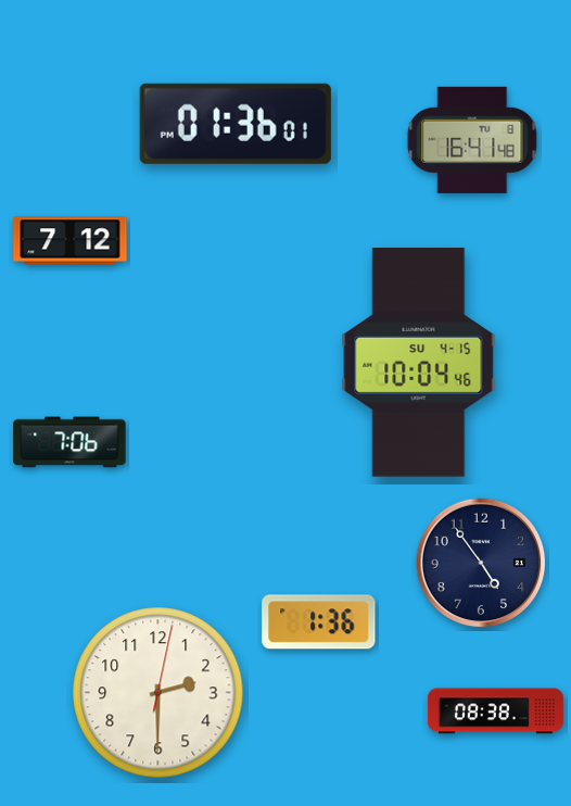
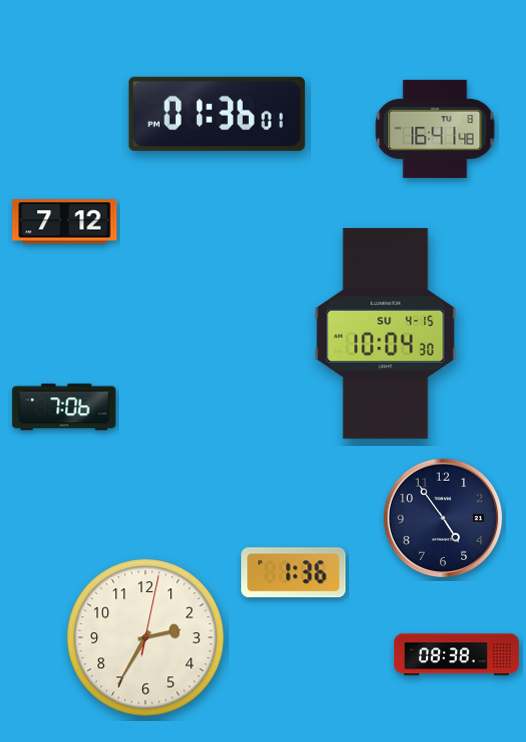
clock at (419, 363): 10:04:46 -> 10:04:30
clock at (158, 693): 2:30 -> 2:35
